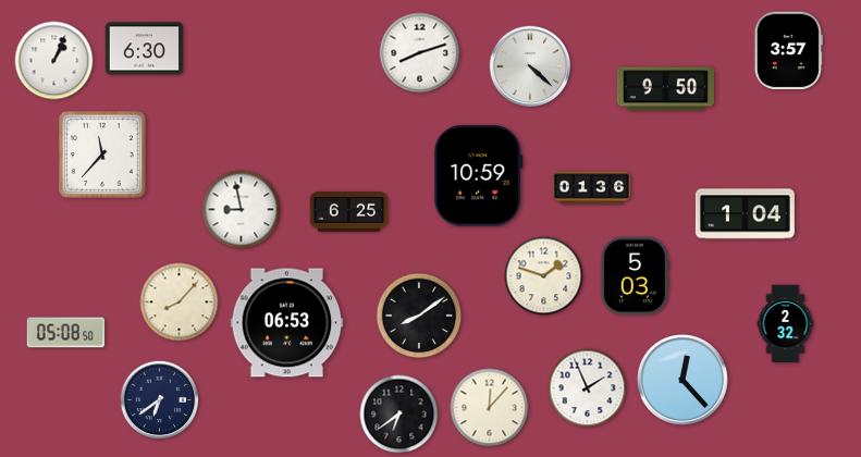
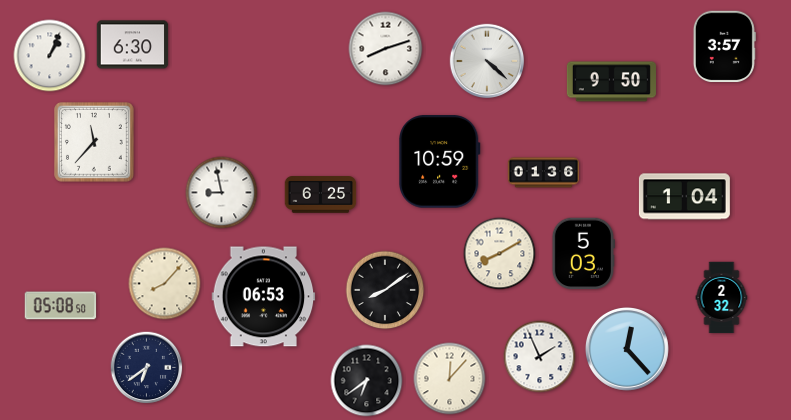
clock at (544, 276): 1:48 -> 8:10
clock at (180, 302) position: (180, 302) -> (165, 284)
clock at (490, 408) position: (490, 408) -> (450, 379)
